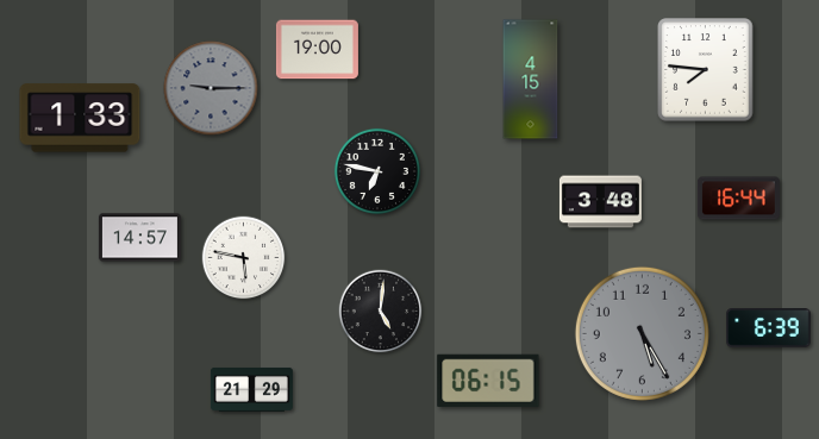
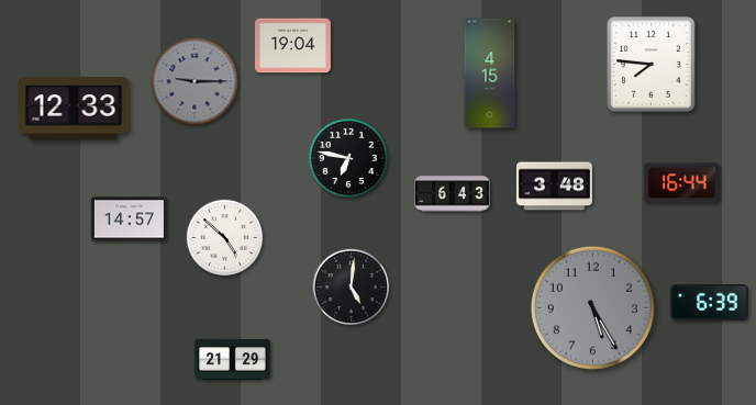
clock at (317, 50): 19:00 -> 19:04
clock at (80, 118): 1:33 -> 12:33
clock at (452, 194): none -> 6:43
clock at (244, 258): 5:47 -> 4:52
clock at (488, 381): 06:15 -> none
